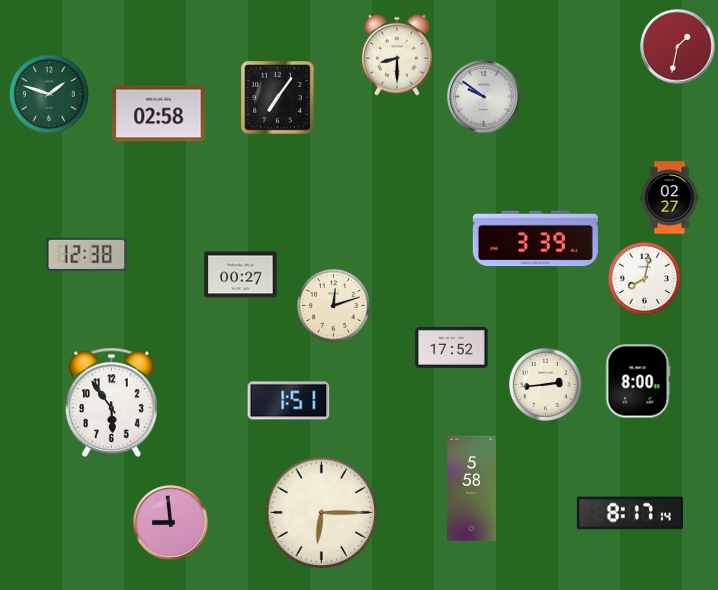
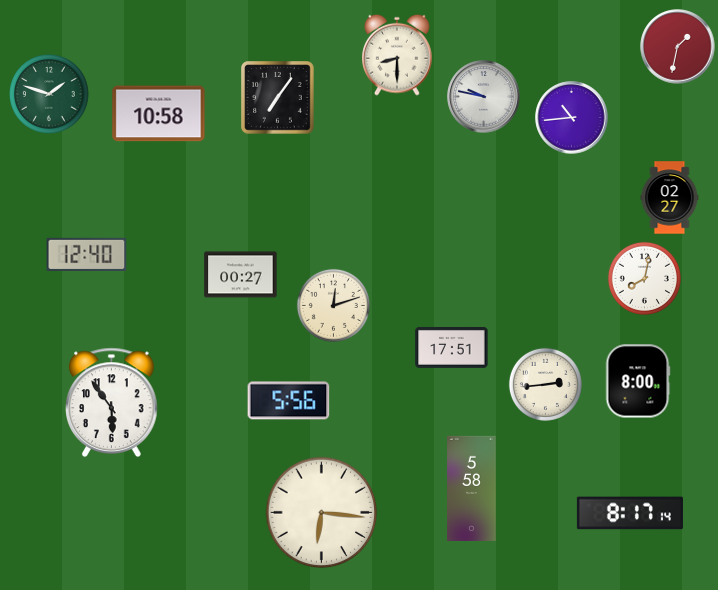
clock at (484, 97): 9:51 -> 9:47
clock at (159, 114): 02:58 -> 10:58
clock at (572, 118): none -> 10:44
clock at (535, 239): 3:39 -> none
clock at (87, 254): 12:38 -> 12:40
clock at (452, 347): 17:52 -> 17:51
clock at (289, 401): 1:51 -> 5:56
clock at (322, 513): 6:15 -> 6:16
clock at (171, 523): 8:59 -> none
